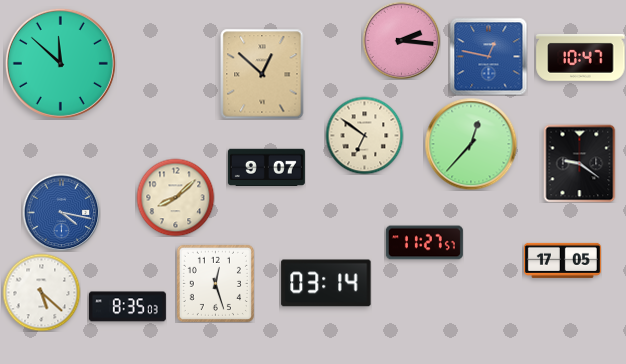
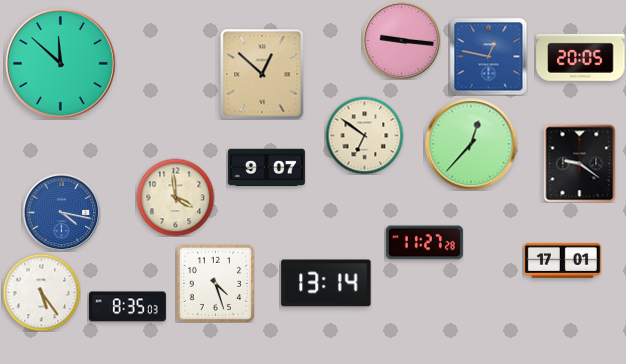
clock at (401, 40): 2:16 -> 9:16
clock at (581, 57): 10:47 -> 20:05
clock at (175, 197): 8:08 -> 3:59
clock at (424, 243): 11:27:57 -> 11:27:28
clock at (562, 260): 17:05 -> 17:01
clock at (215, 283): 12:27 -> 4:27
clock at (326, 283): 03:14 -> 13:14
clock at (41, 292): 5:22 -> 5:24
